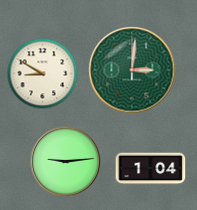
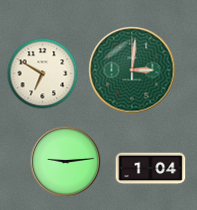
clock at (43, 74): 8:50 -> 6:50
